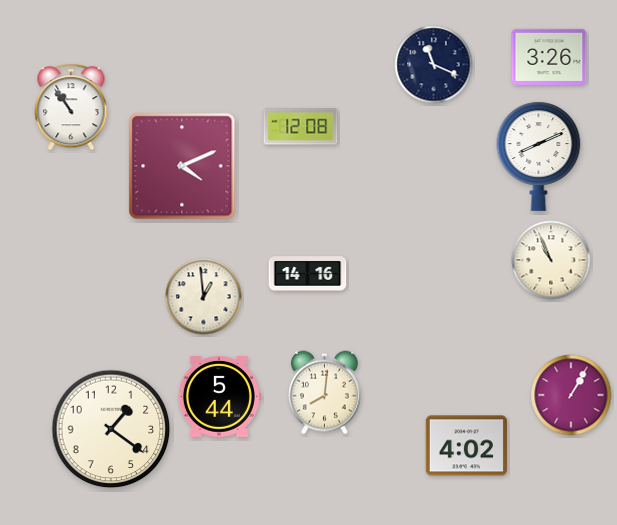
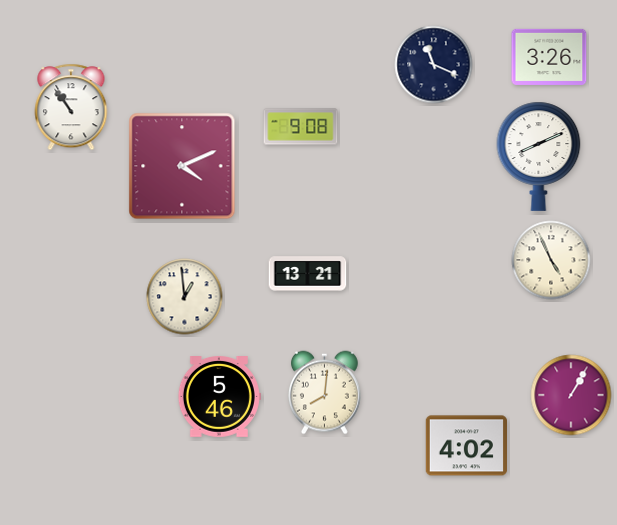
clock at (301, 127): 12:08 -> 9:08
clock at (551, 260): 10:56 -> 4:56
clock at (308, 274): 14:16 -> 13:21
clock at (204, 297) position: (204, 297) -> (185, 297)
clock at (219, 397): 5:44 -> 5:46
clock at (111, 429): 1:21 -> none
